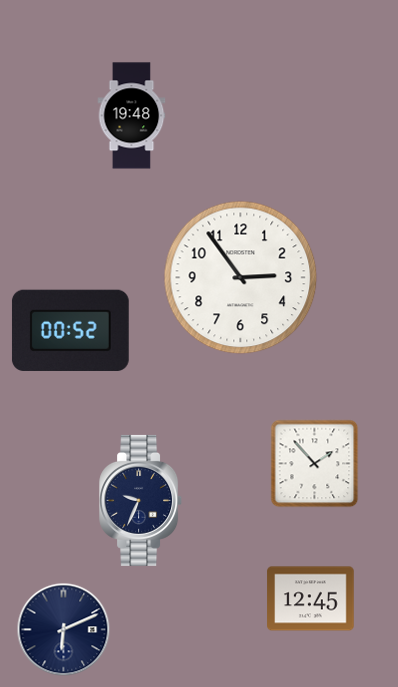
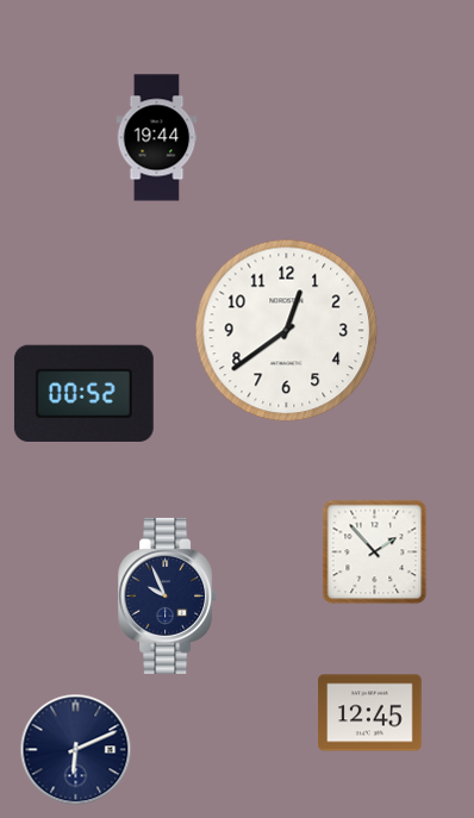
clock at (132, 116): 19:48 -> 19:44
clock at (241, 278): 2:54 -> 12:39
clock at (141, 500): 9:34 -> 9:56
